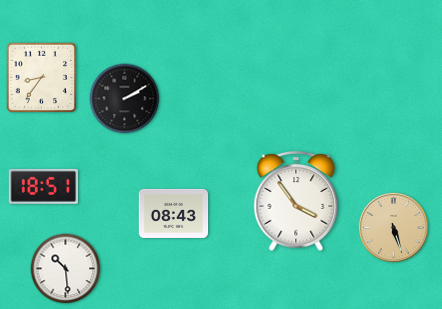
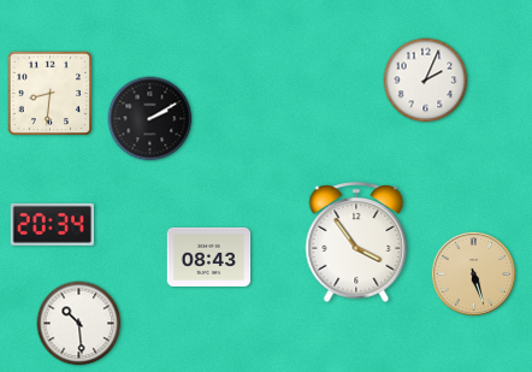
clock at (426, 81): none -> 2:04
clock at (41, 77): 8:36 -> 8:31
clock at (43, 186): 18:51 -> 20:34
